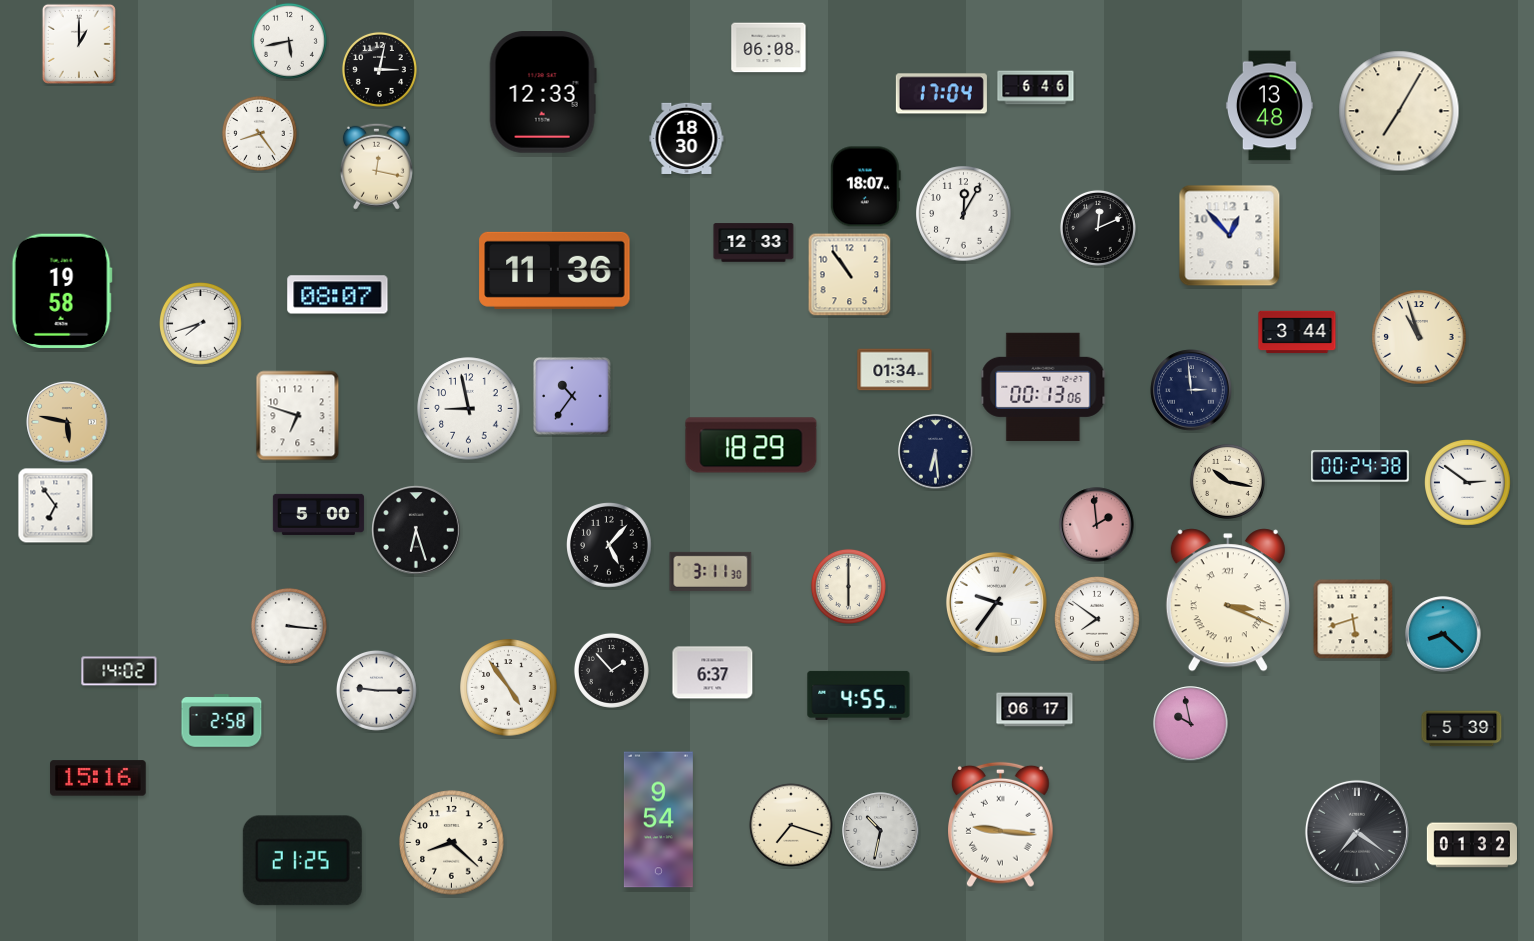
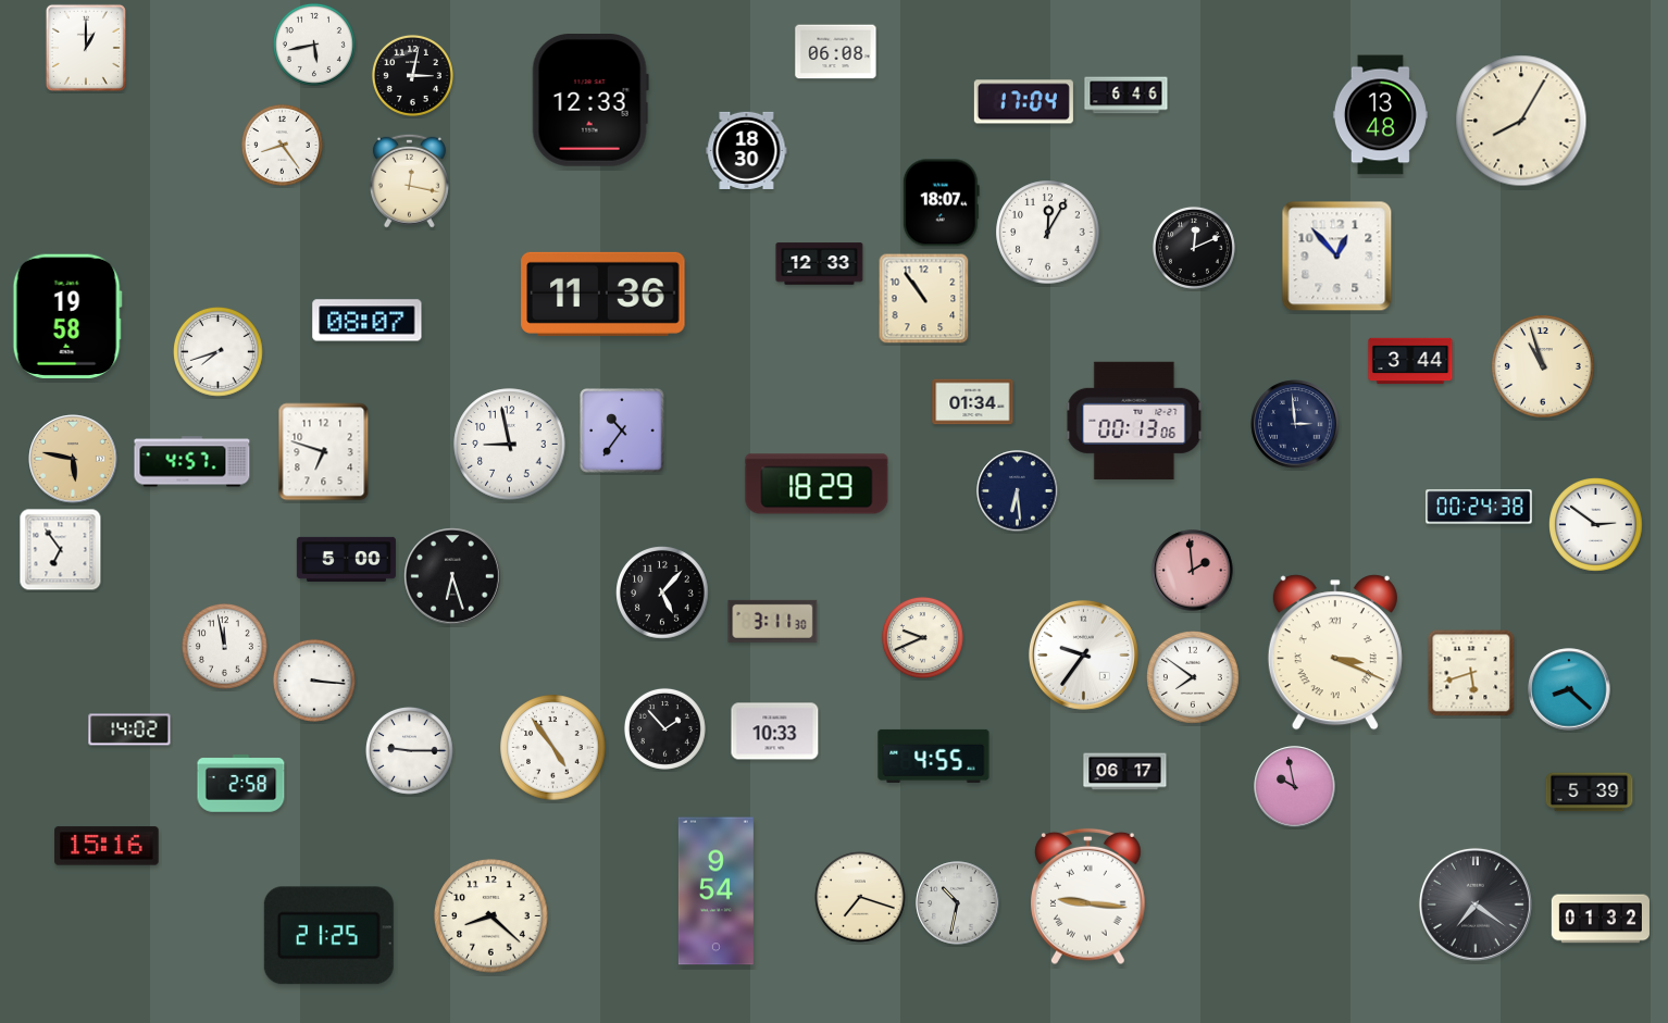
clock at (1399, 111): 7:05 -> 8:05
clock at (192, 462): none -> 4:57
clock at (1227, 481): 10:17 -> none
clock at (848, 586): 6:00 -> 9:41
clock at (224, 646): none -> 11:58
clock at (1098, 620) position: (1098, 620) -> (1194, 678)
clock at (713, 673): 6:37 -> 10:33
